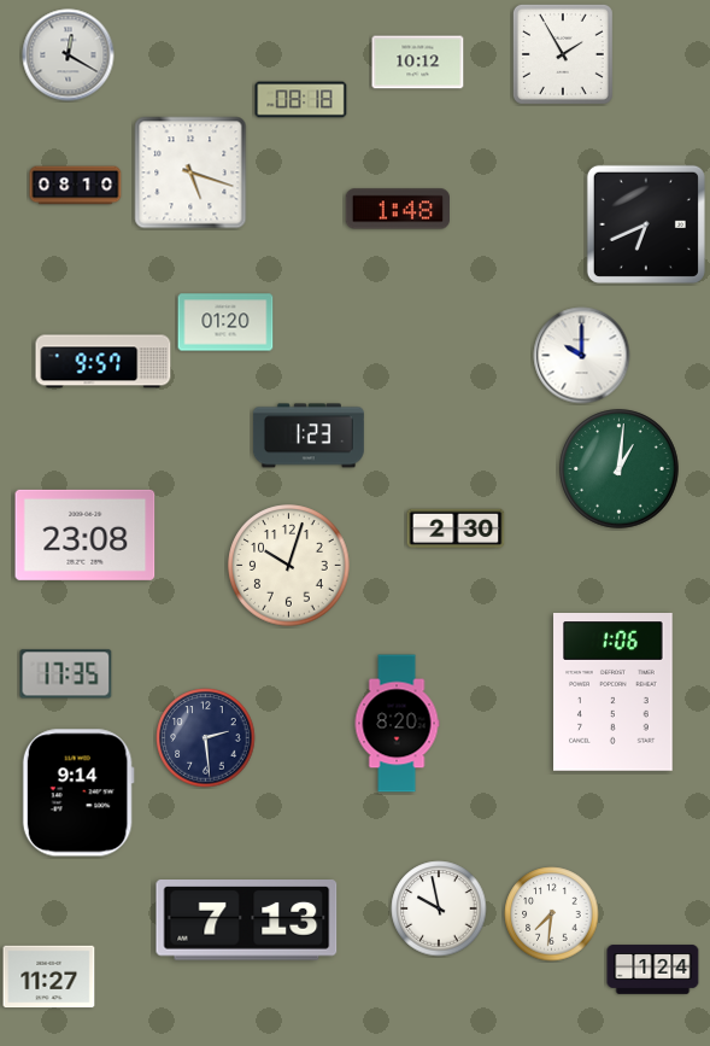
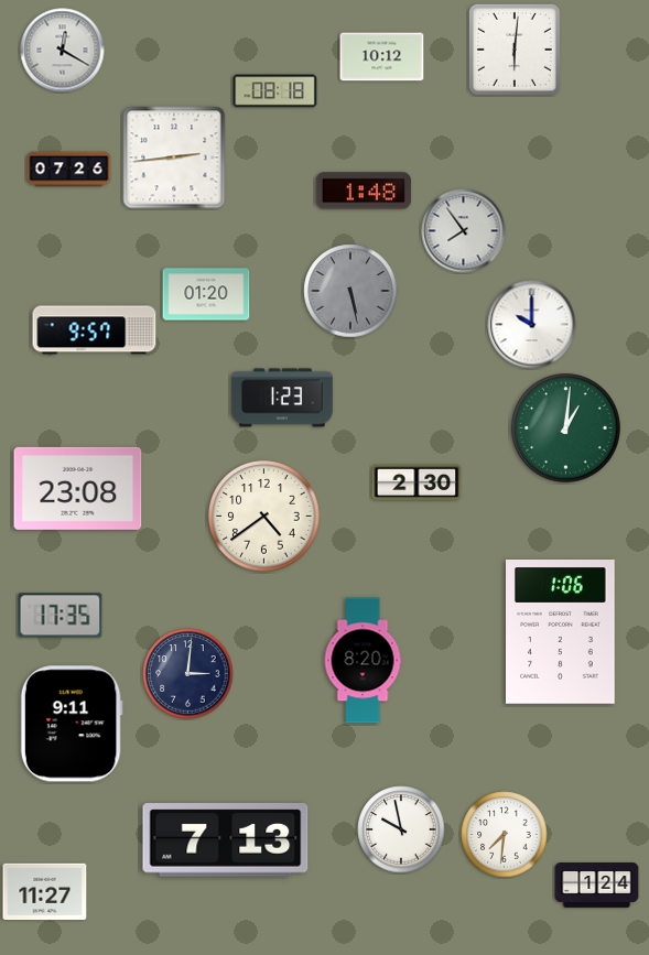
clock at (563, 54): 1:55 -> 6:01
clock at (190, 173): 5:18 -> 2:44
clock at (76, 186): 08:10 -> 07:26
clock at (646, 224): 6:41 -> none
clock at (464, 231): none -> 7:54
clock at (350, 291): none -> 5:28
clock at (289, 566): 10:03 -> 4:39
clock at (206, 738): 2:29 -> 3:01
clock at (78, 793): 9:14 -> 9:11
